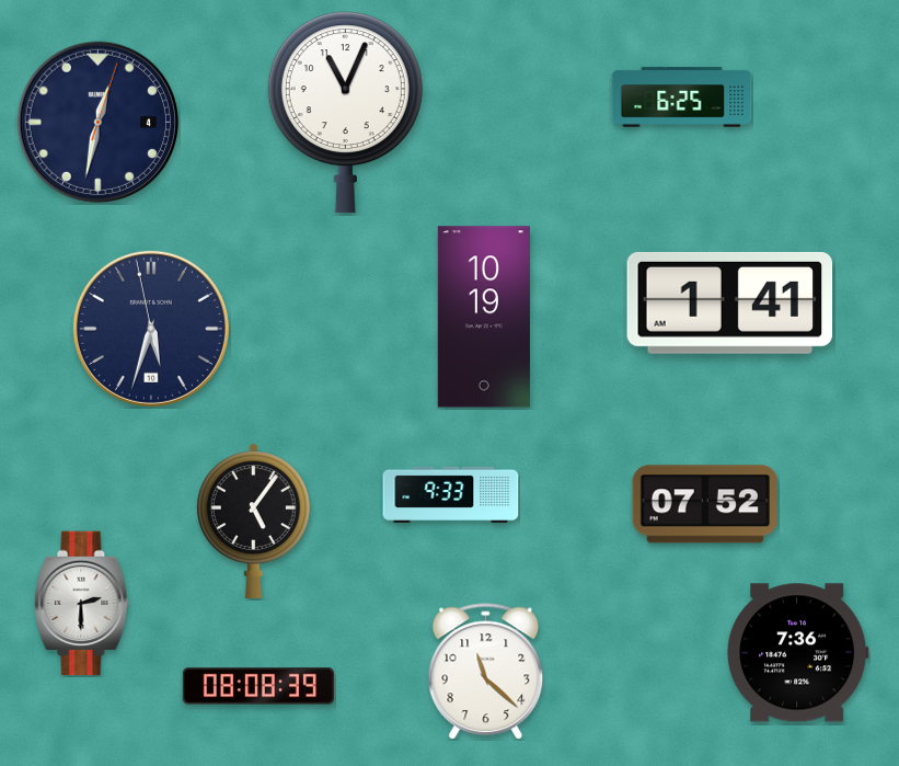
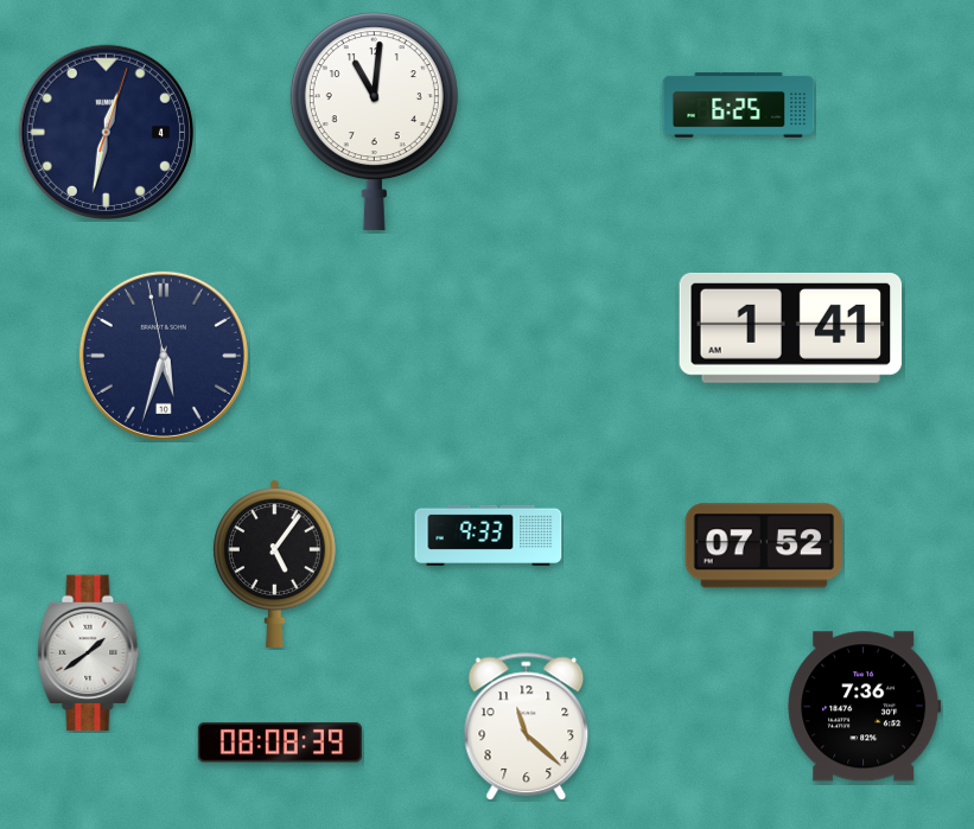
clock at (345, 113): 11:04 -> 11:01
clock at (484, 317): 10:19 -> none
clock at (82, 604): 2:30 -> 1:39
